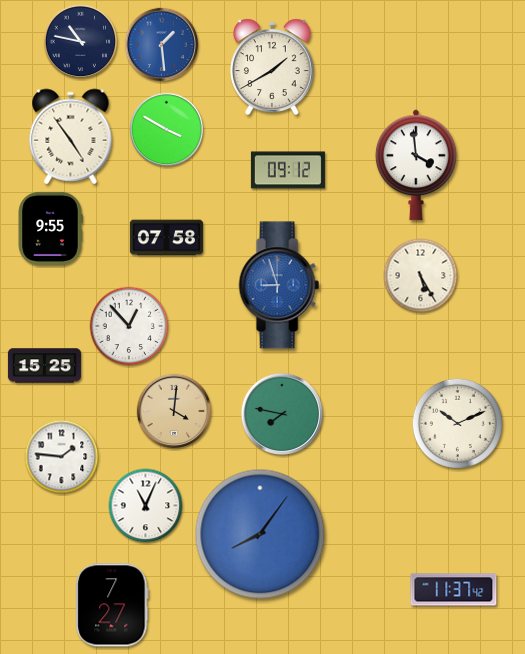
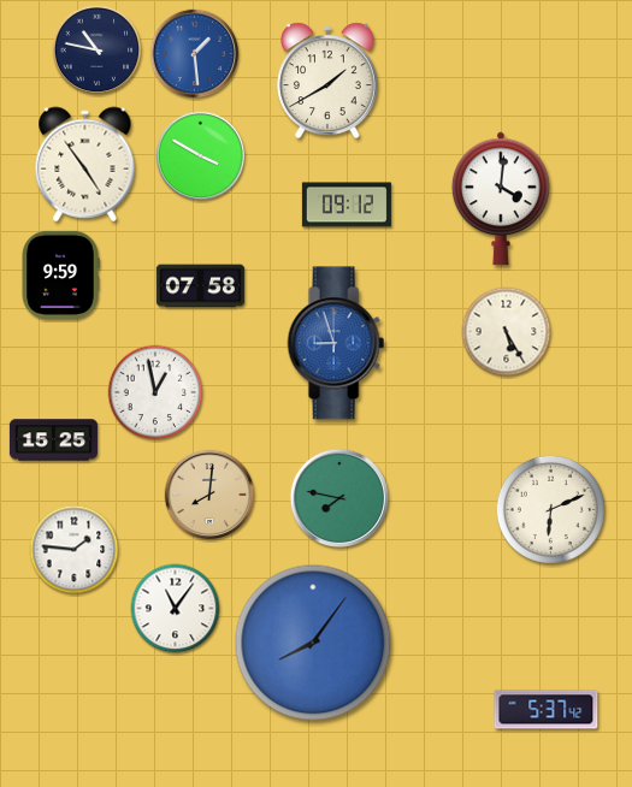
clock at (416, 165): 3:59 -> 4:01
clock at (50, 228): 9:55 -> 9:59
clock at (129, 326): 12:53 -> 12:58
clock at (174, 411): 4:01 -> 8:01
clock at (457, 423): 10:11 -> 6:11
clock at (146, 506): 11:04 -> 11:06
clock at (454, 590): 11:37 -> 5:37
clock at (112, 605): 7:27 -> none
